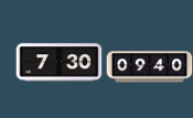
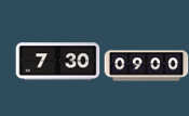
clock at (149, 67): 09:40 -> 09:00
